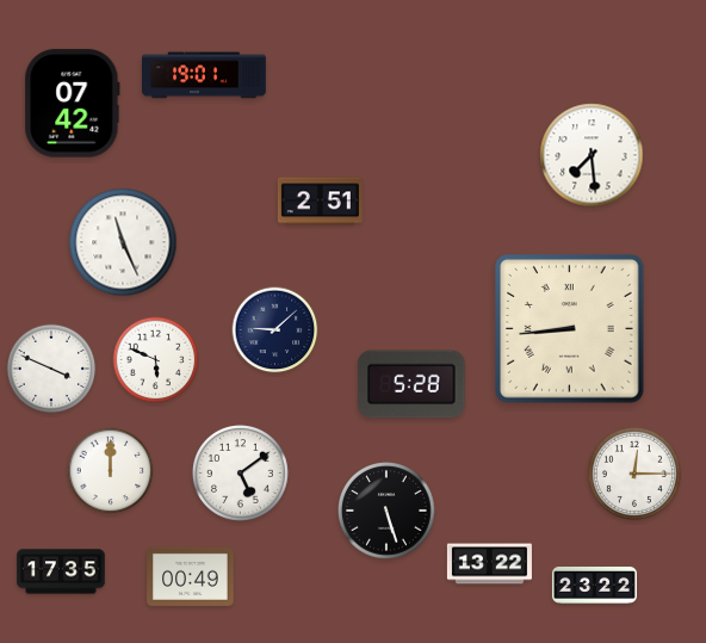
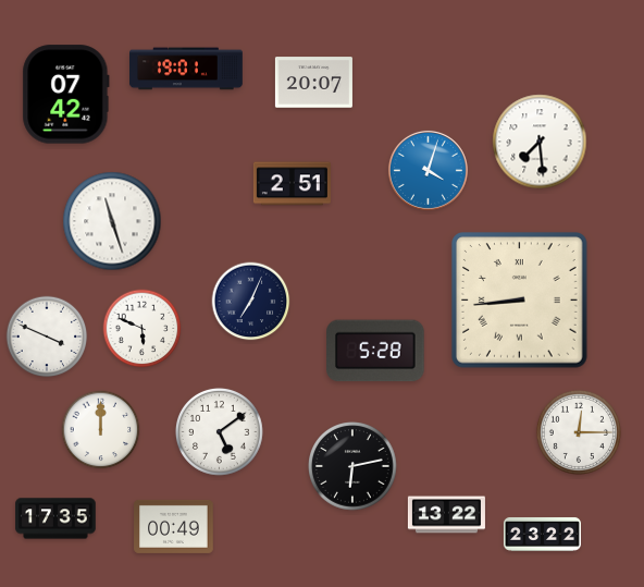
clock at (313, 83): none -> 20:07
clock at (428, 170): none -> 4:03
clock at (123, 242): 11:26 -> 11:27
clock at (275, 330): 9:08 -> 7:04
clock at (388, 512): 5:27 -> 6:13
clock at (61, 571) position: (61, 571) -> (55, 518)
